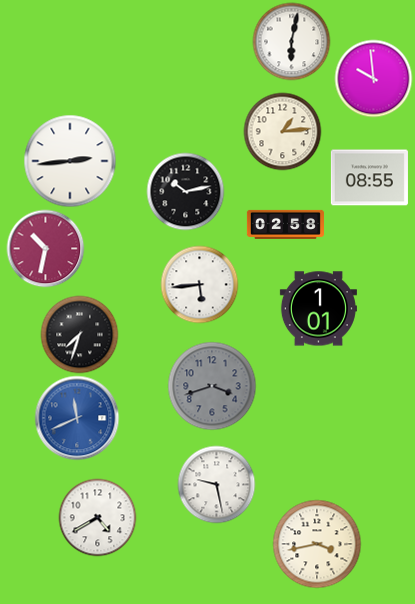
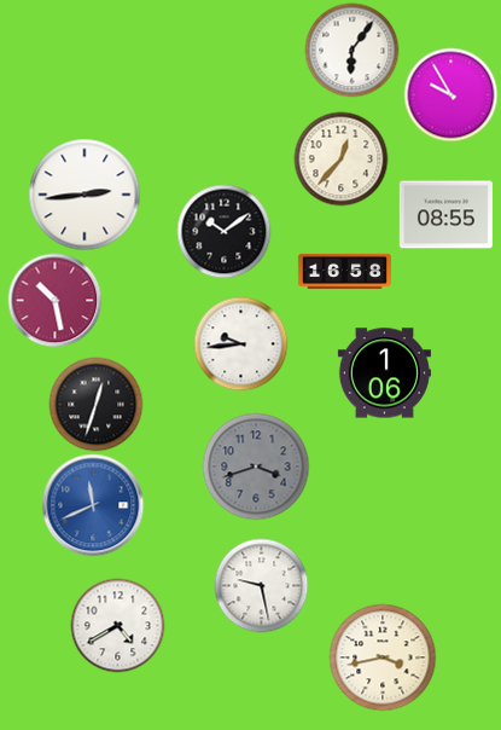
clock at (291, 41): 6:02 -> 6:06
clock at (373, 78): 9:59 -> 9:55
clock at (282, 131): 1:14 -> 12:37
clock at (185, 191): 10:13 -> 10:09
clock at (285, 224): 02:58 -> 16:58
clock at (45, 248): 10:32 -> 10:28
clock at (199, 284): 5:44 -> 9:44
clock at (318, 309): 1:01 -> 1:06
clock at (79, 334): 7:33 -> 12:33
